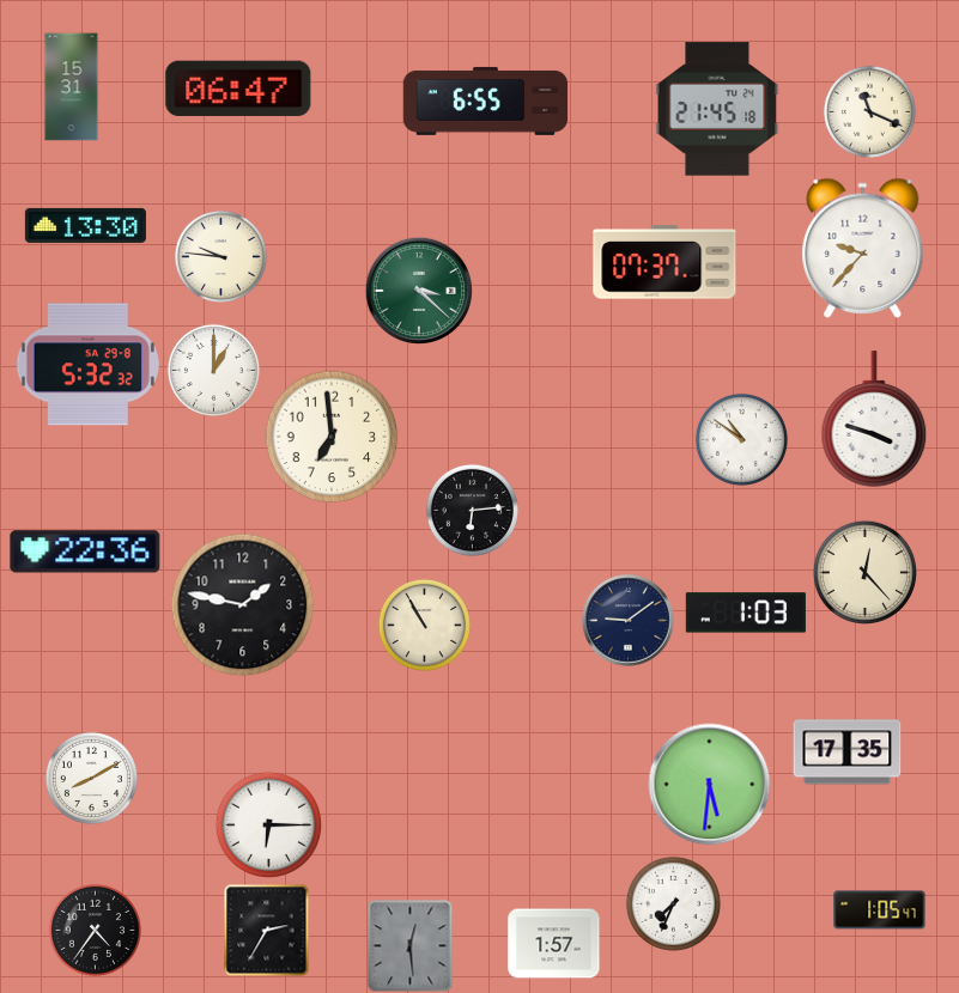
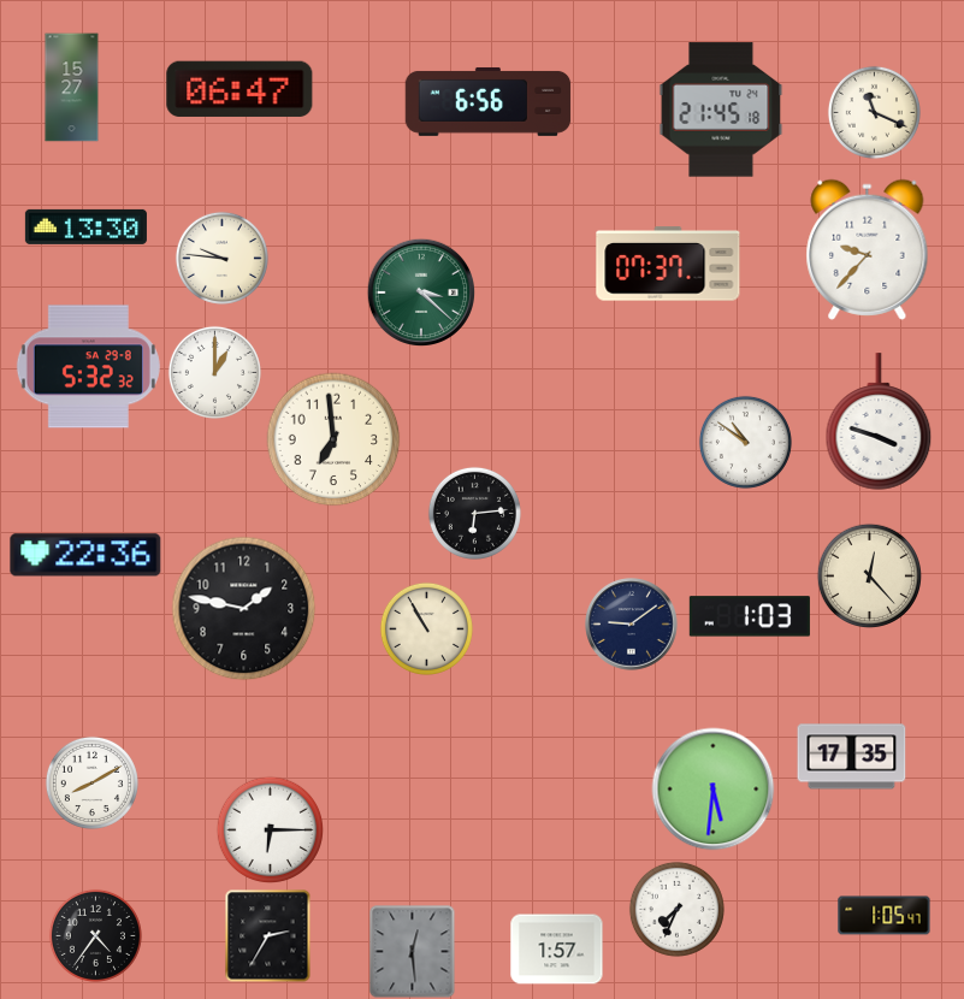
clock at (72, 87): 15:31 -> 15:27
clock at (486, 100): 6:55 -> 6:56
